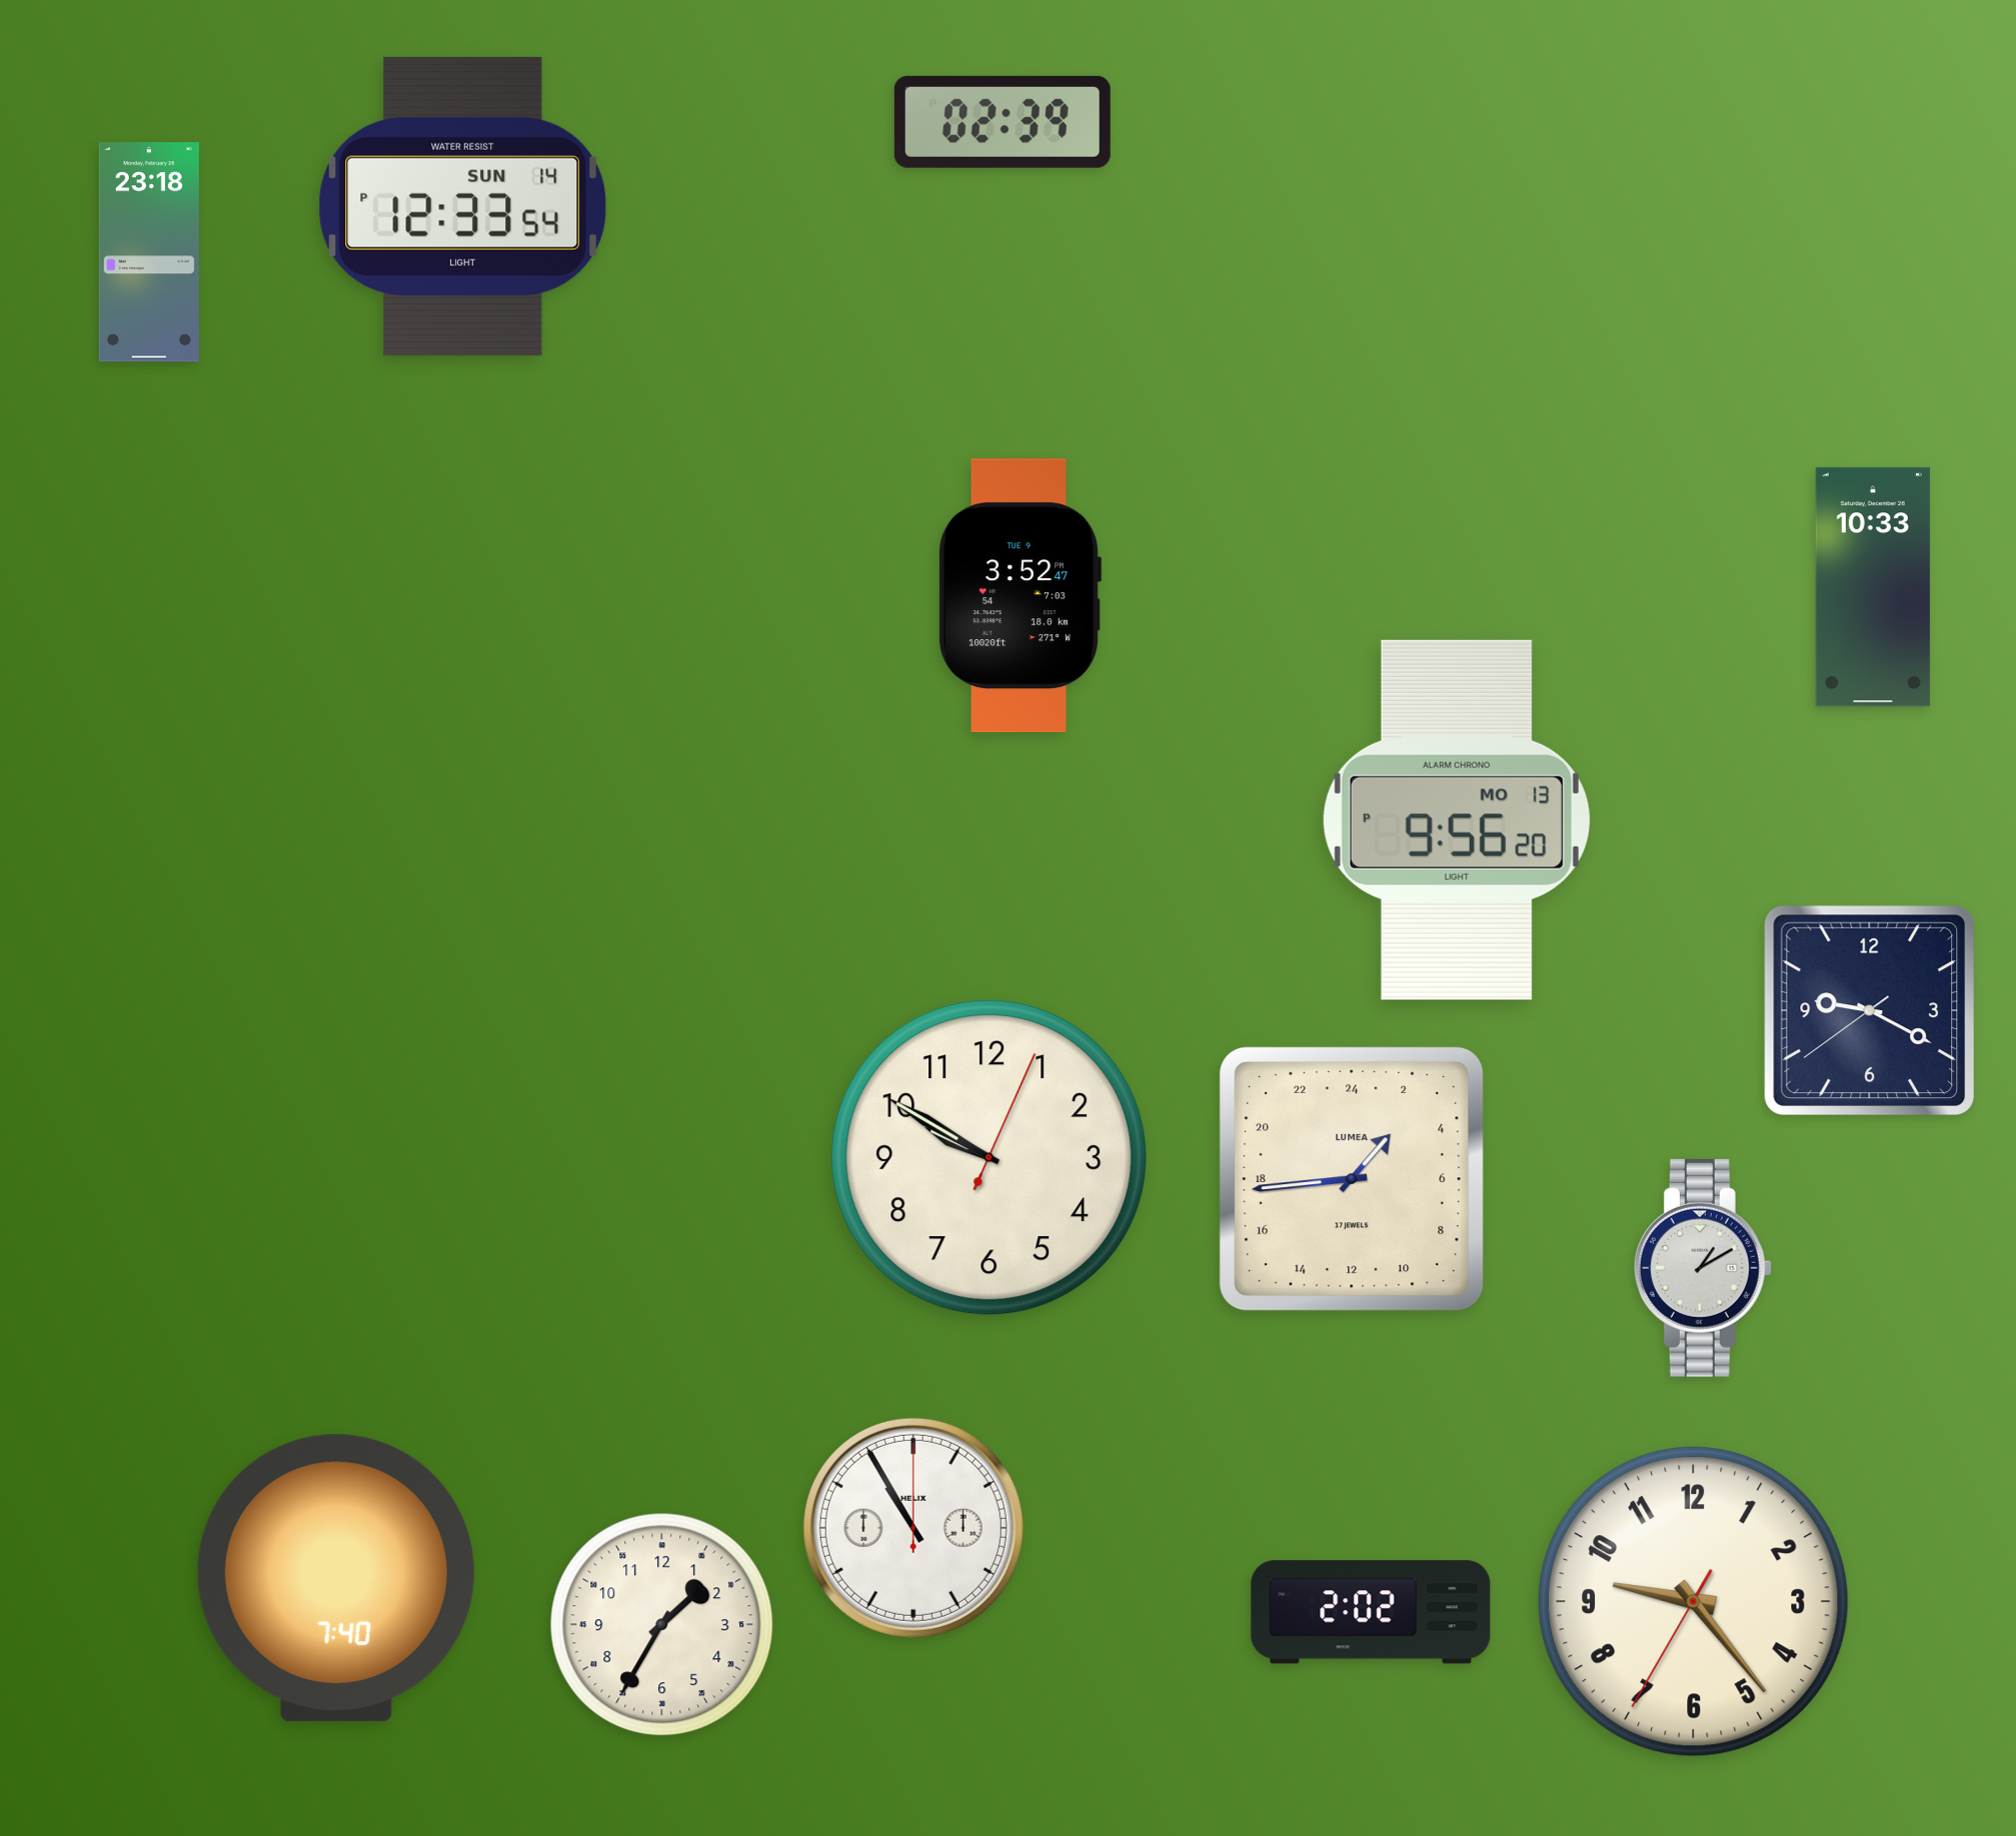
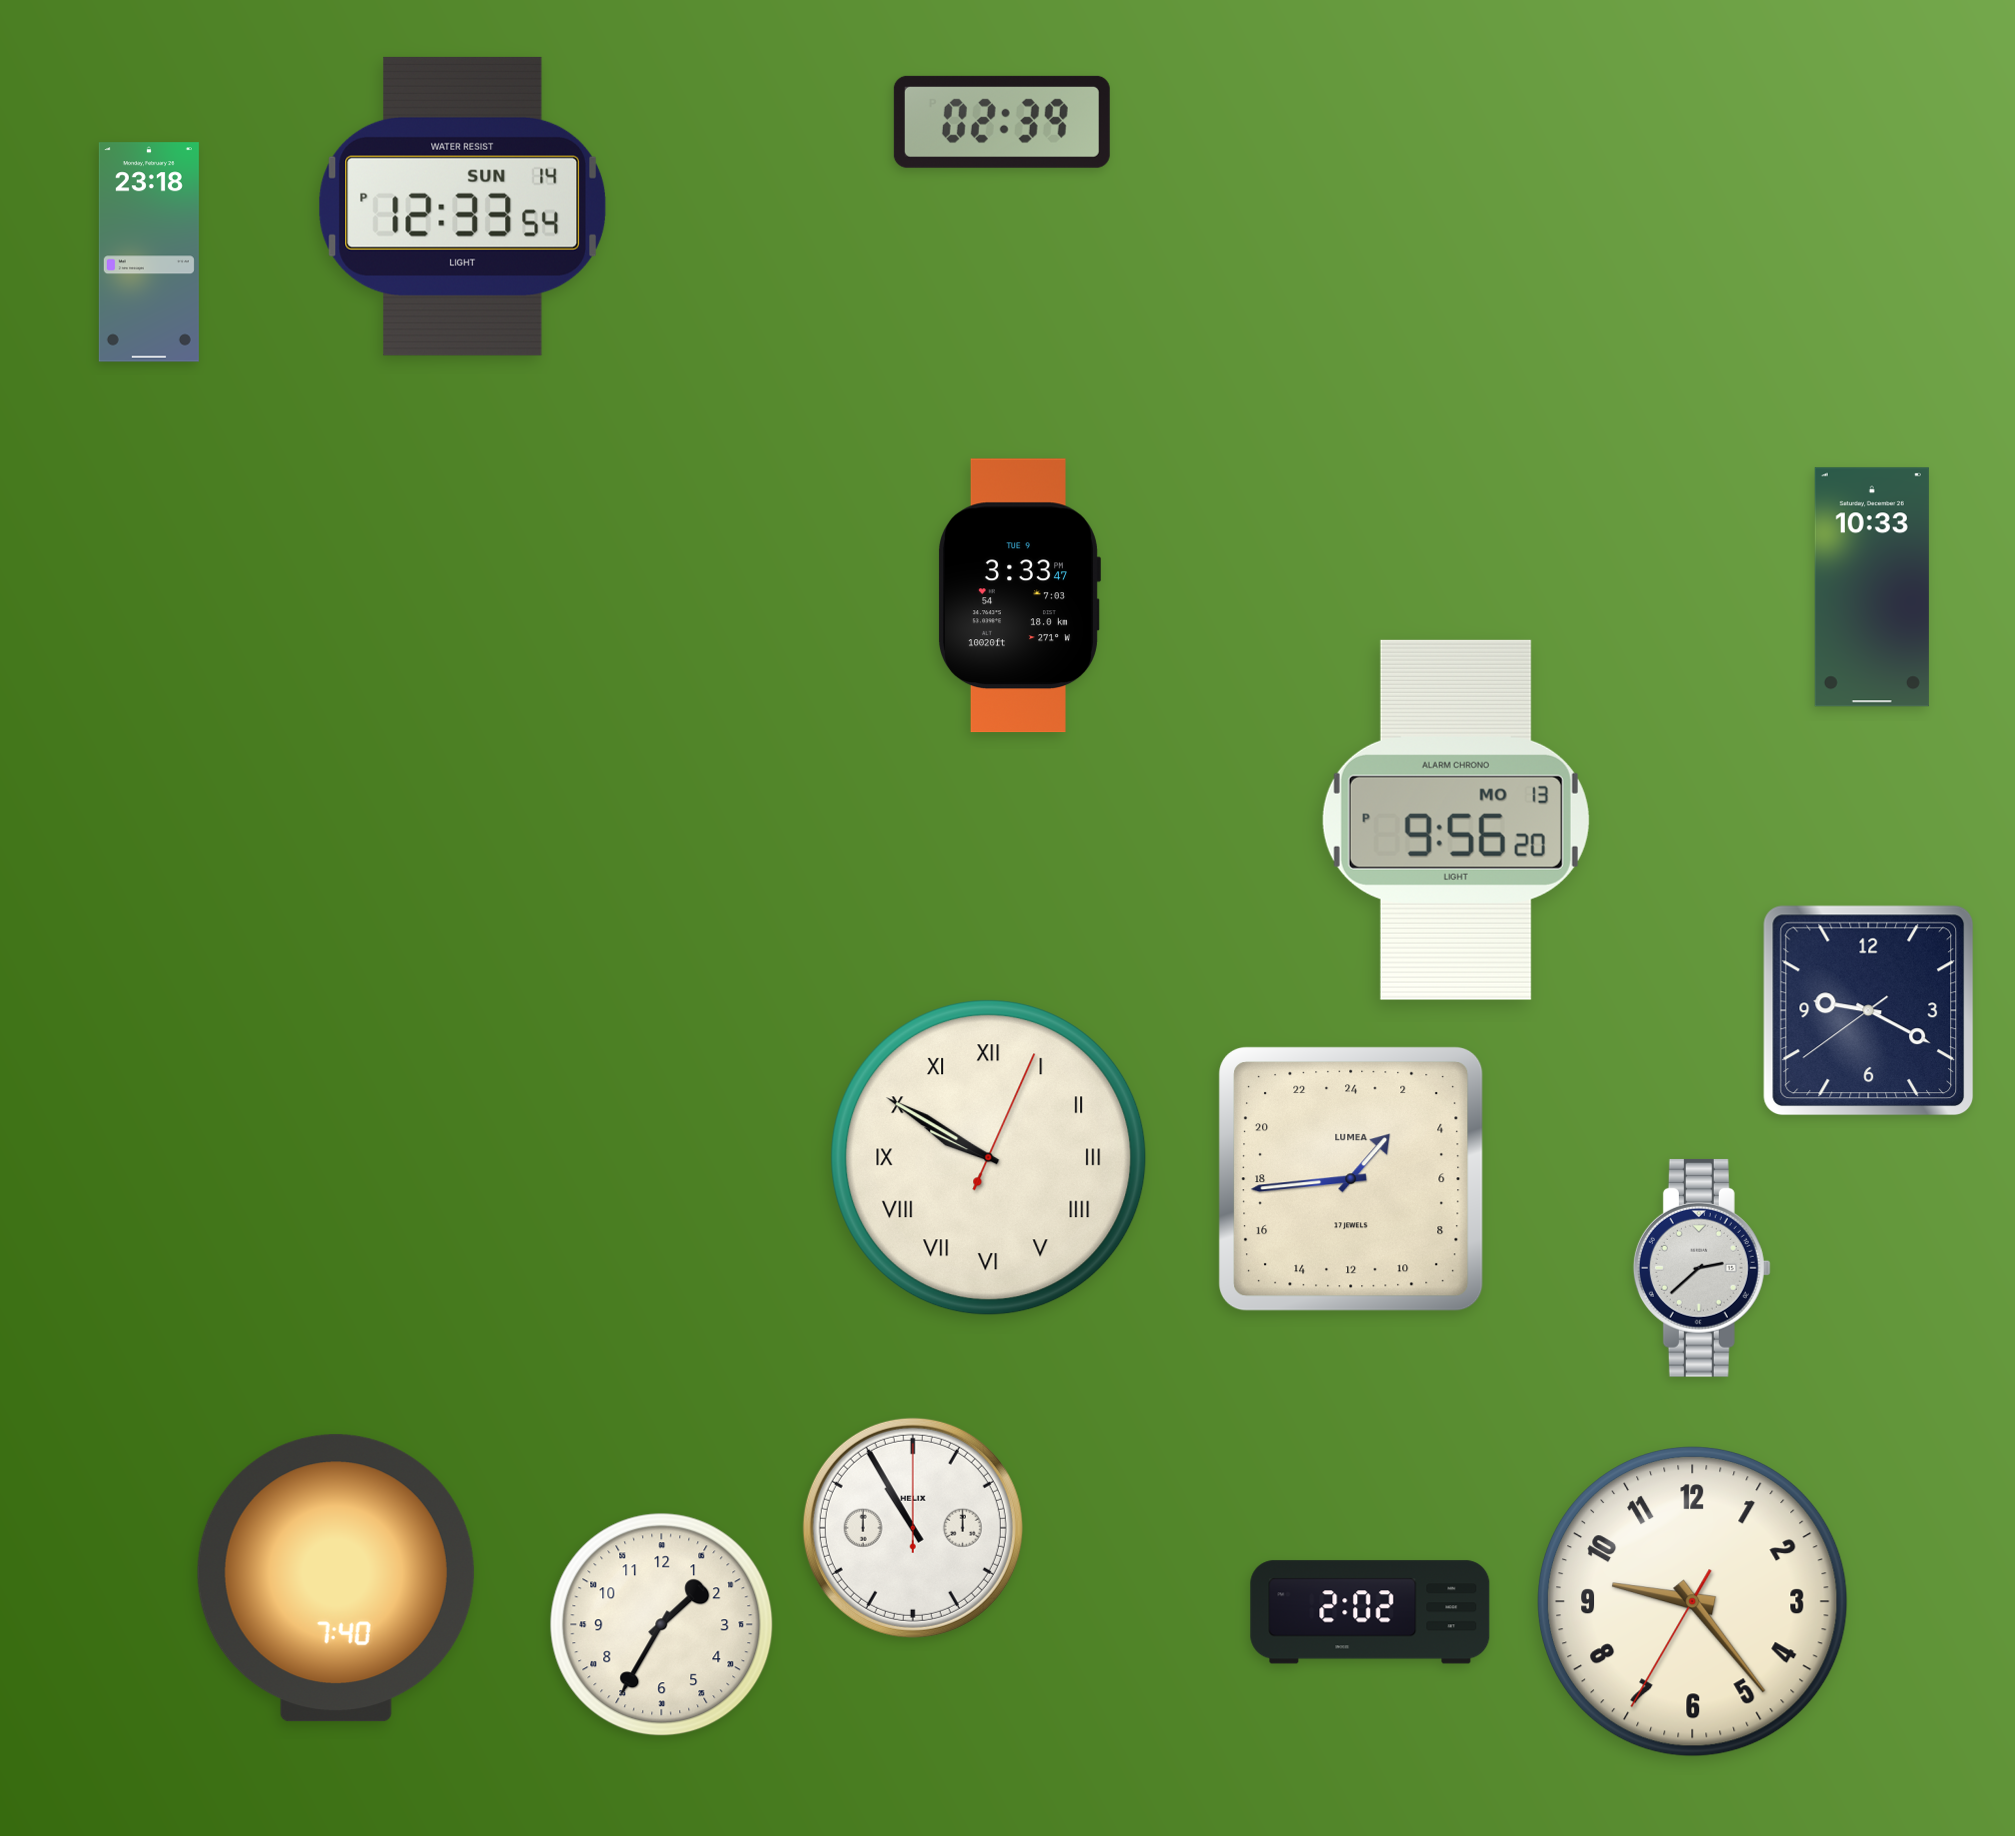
clock at (1020, 596): 3:52 -> 3:33
clock at (989, 1158) numerals: Arabic -> Roman
clock at (1703, 1268): 1:10 -> 2:38
